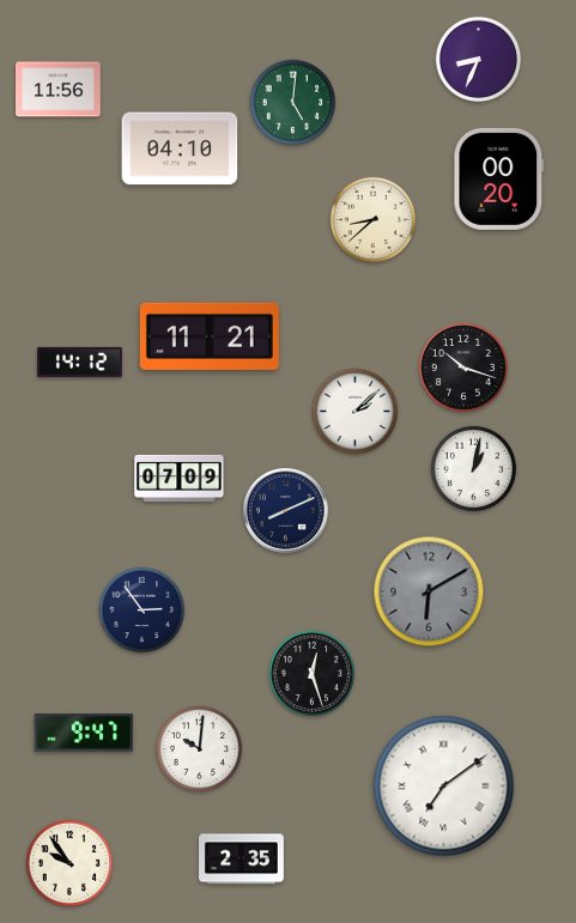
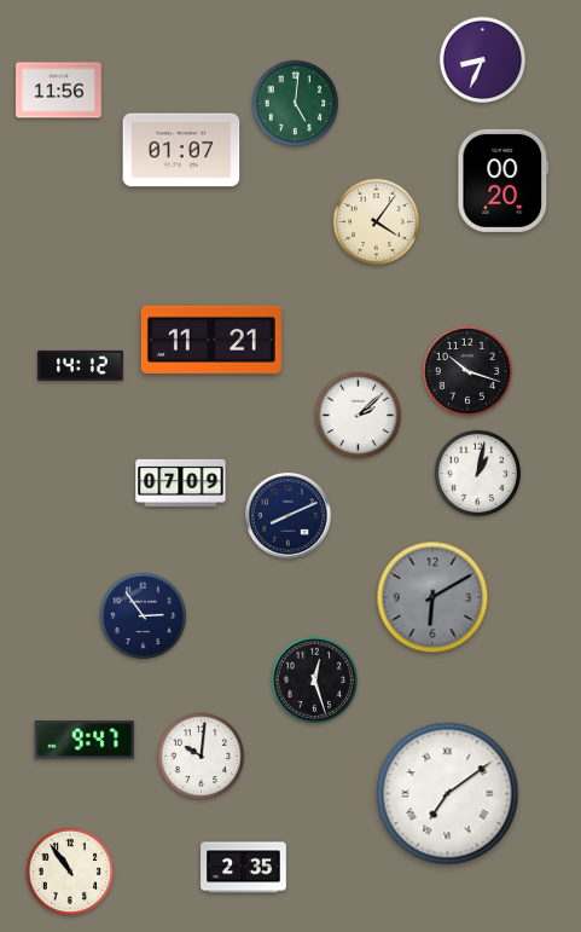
clock at (180, 148): 04:10 -> 01:07
clock at (374, 220): 8:38 -> 4:06
clock at (68, 862): 9:54 -> 10:54
